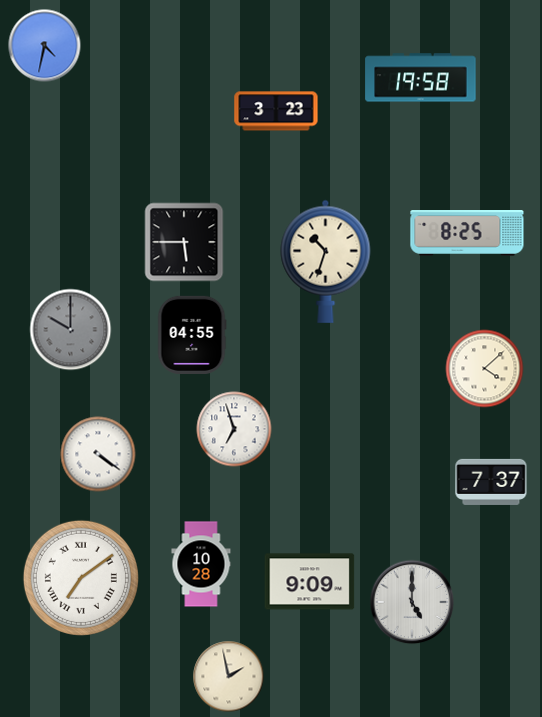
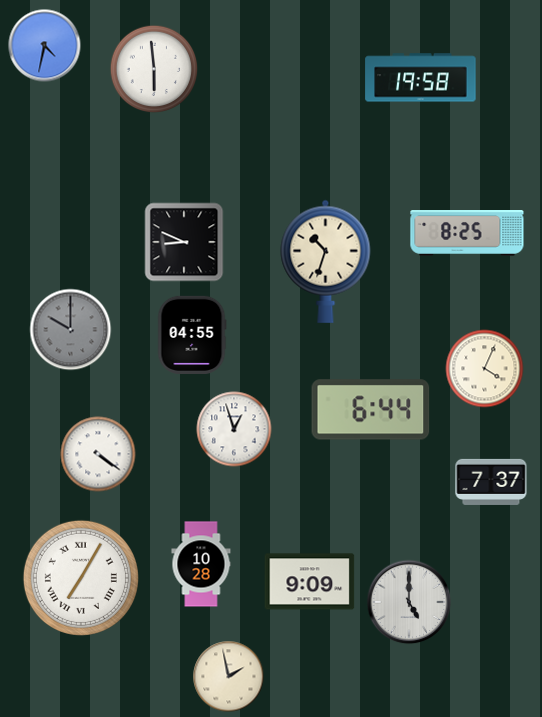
clock at (154, 69): none -> 5:59
clock at (276, 111): 3:23 -> none
clock at (184, 242): 5:45 -> 8:49
clock at (485, 369): 4:08 -> 4:04
clock at (371, 410): none -> 6:44
clock at (234, 429): 6:57 -> 12:57
clock at (81, 578): 7:09 -> 7:05
clock at (412, 602) position: (412, 602) -> (409, 602)
